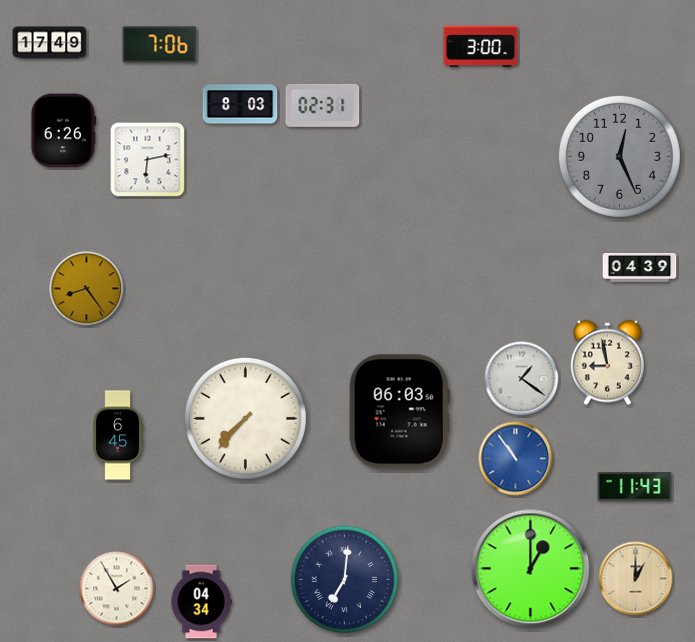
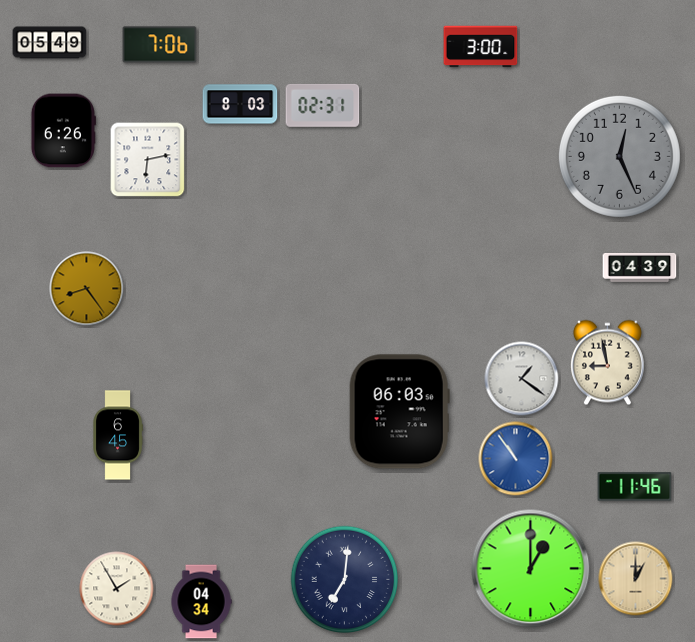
clock at (50, 43): 17:49 -> 05:49
clock at (245, 418): 7:37 -> none
clock at (635, 487): 11:43 -> 11:46
